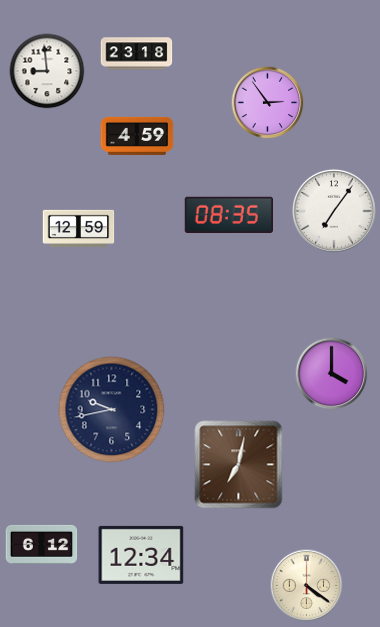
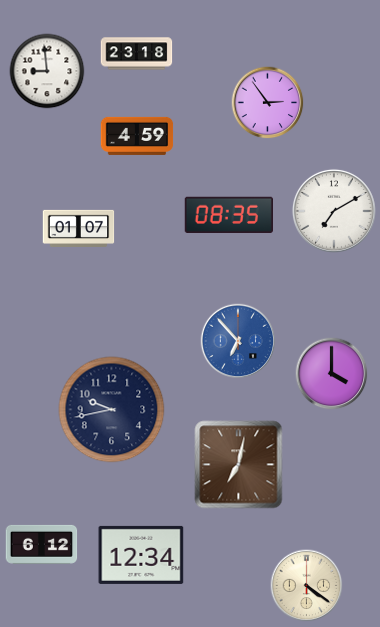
clock at (334, 211): 7:06 -> 7:10
clock at (79, 228): 12:59 -> 01:07
clock at (238, 341): none -> 6:53
